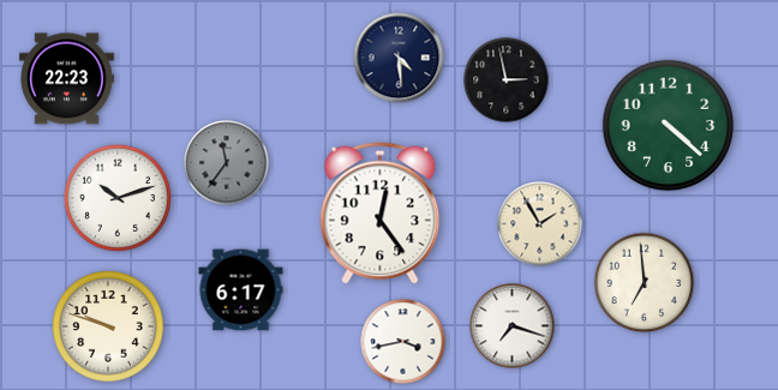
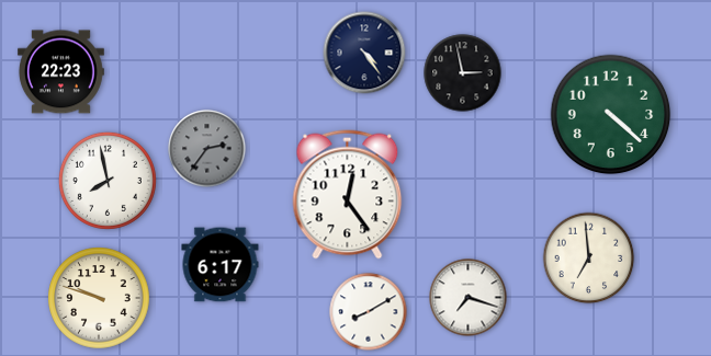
clock at (399, 58): 4:29 -> 4:24
clock at (227, 163): 11:36 -> 2:36
clock at (118, 198): 10:12 -> 7:58
clock at (540, 224): 1:55 -> none
clock at (403, 342): 3:43 -> 8:10
